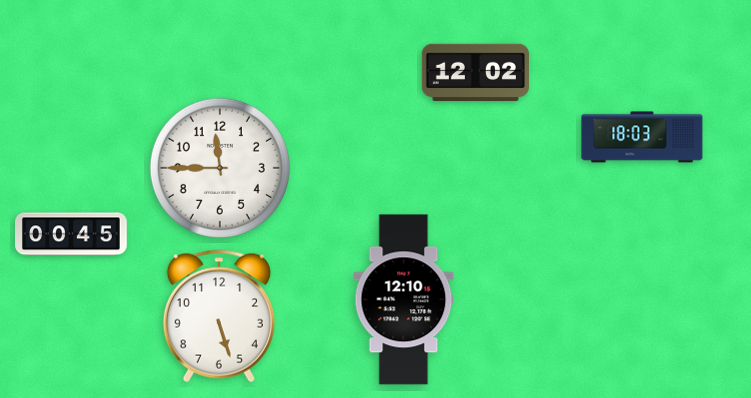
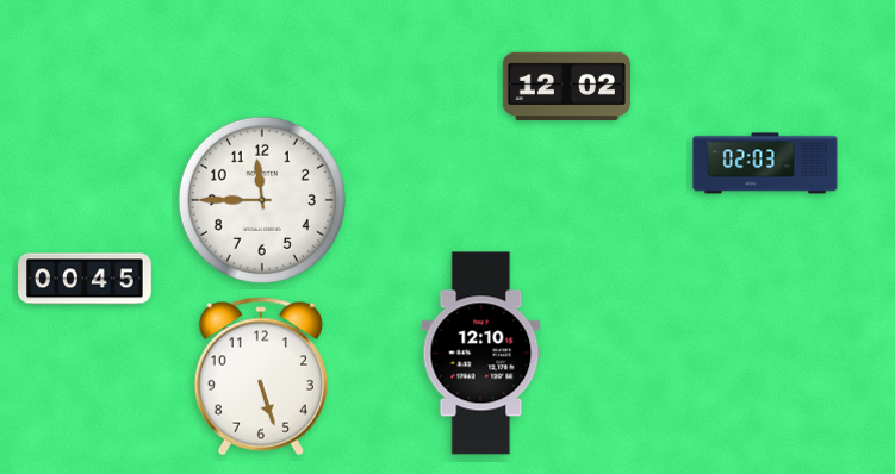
clock at (642, 137): 18:03 -> 02:03
clock at (404, 300) position: (404, 300) -> (481, 354)
